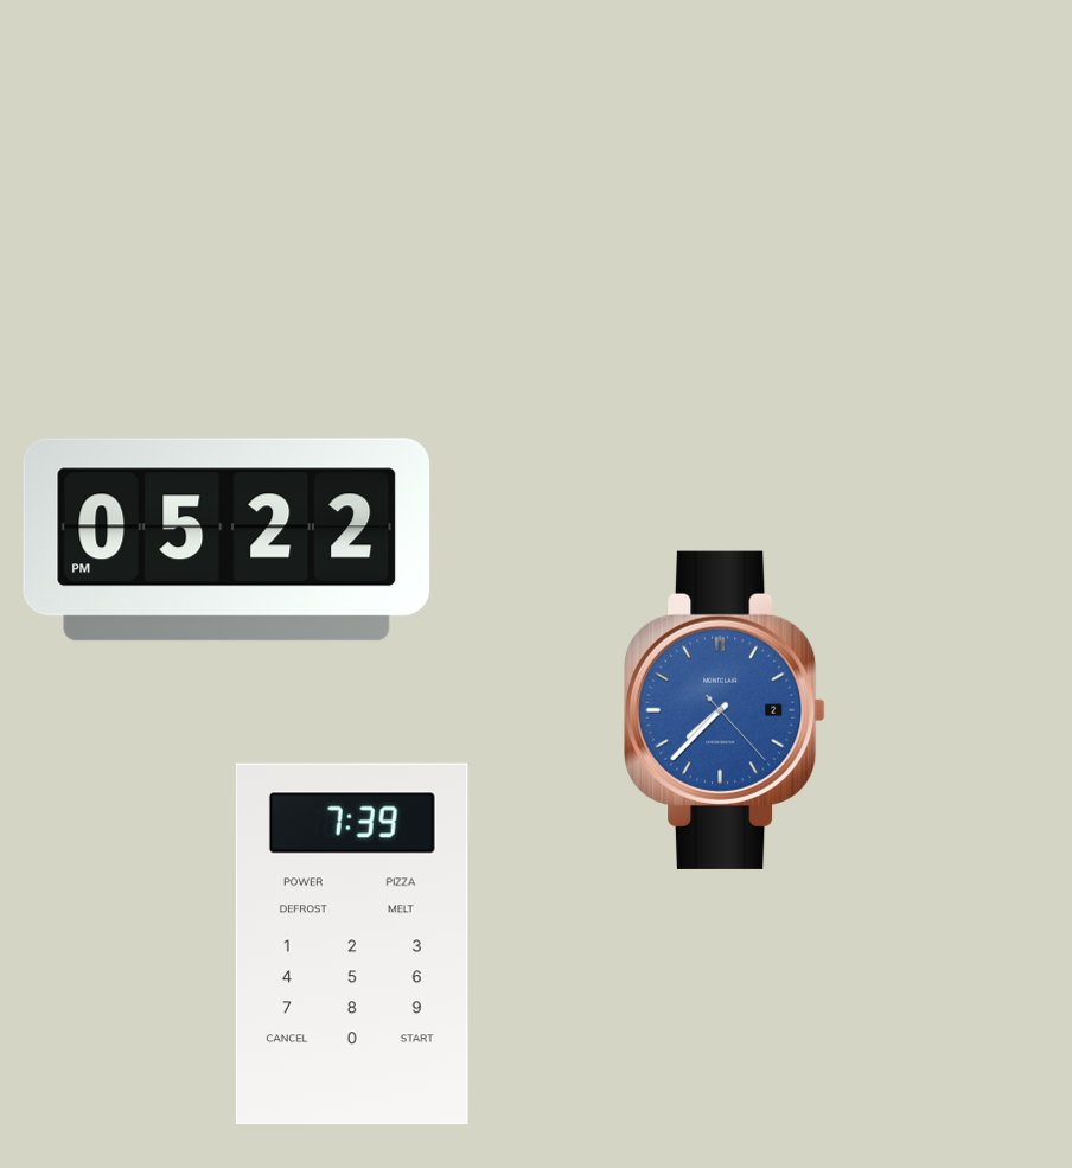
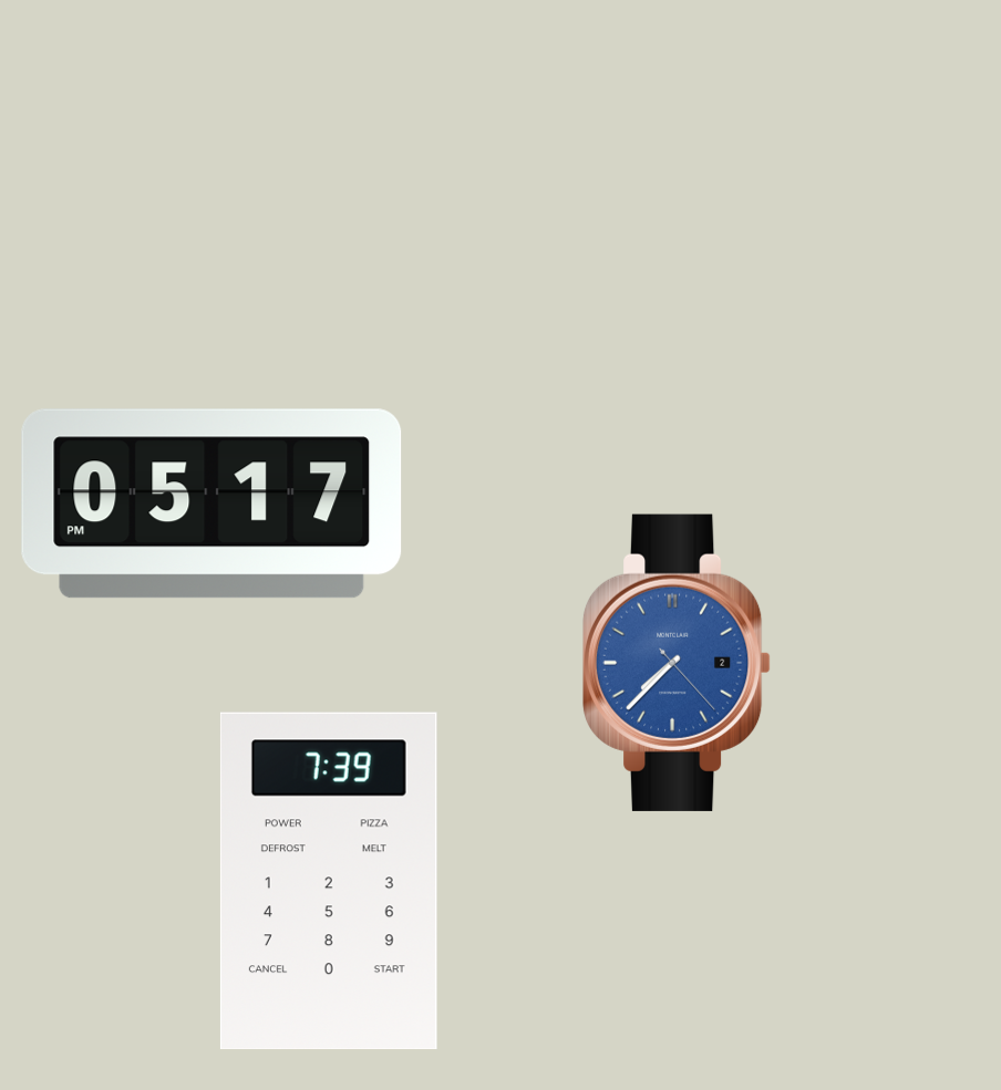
clock at (226, 540): 05:22 -> 05:17
